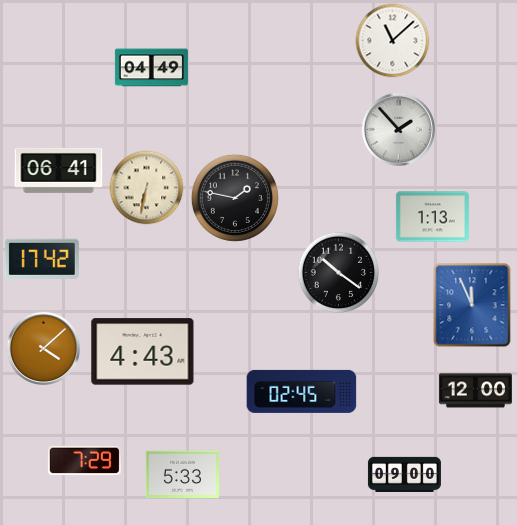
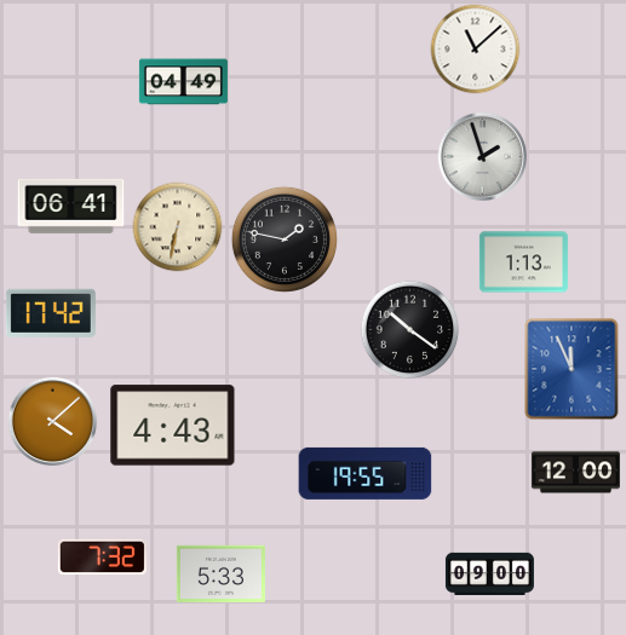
clock at (398, 129): 1:53 -> 1:57
clock at (302, 391): 02:45 -> 19:55
clock at (84, 461): 7:29 -> 7:32
